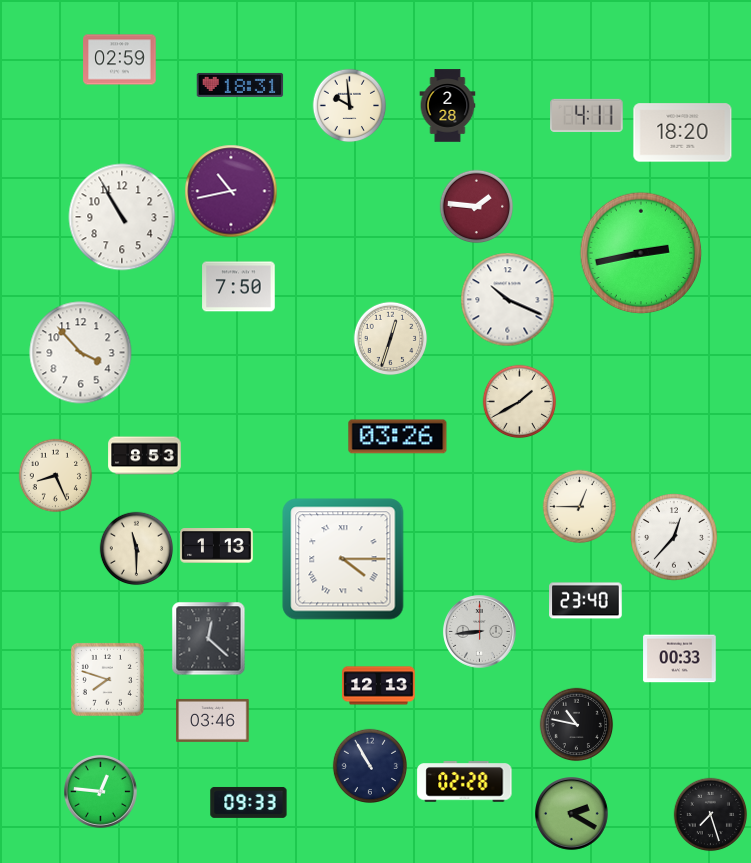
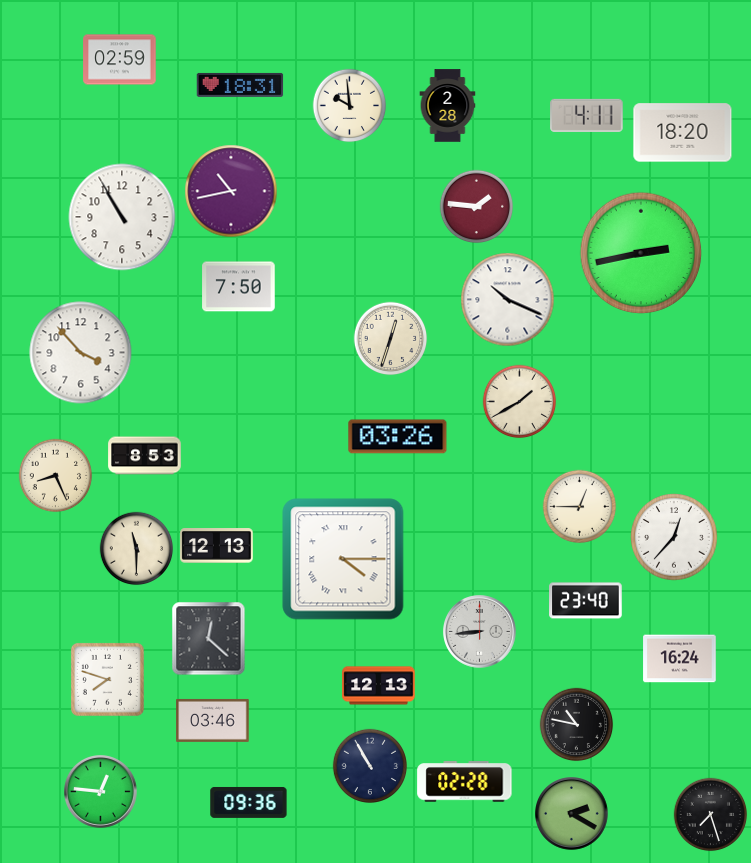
clock at (217, 546): 1:13 -> 12:13
clock at (680, 659): 00:33 -> 16:24
clock at (249, 802): 09:33 -> 09:36
